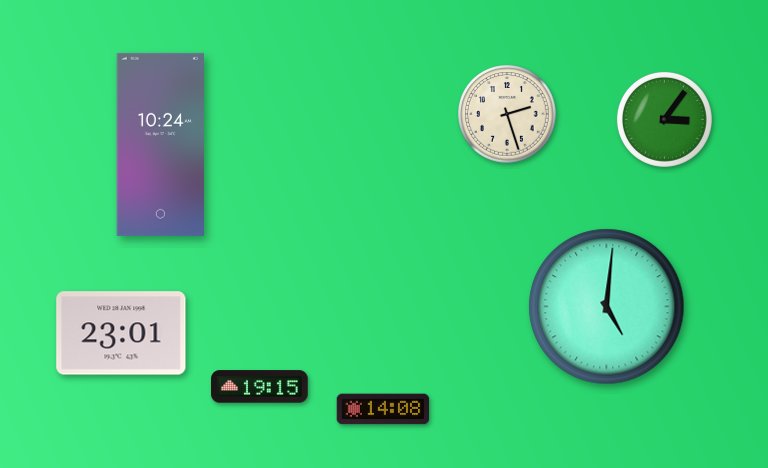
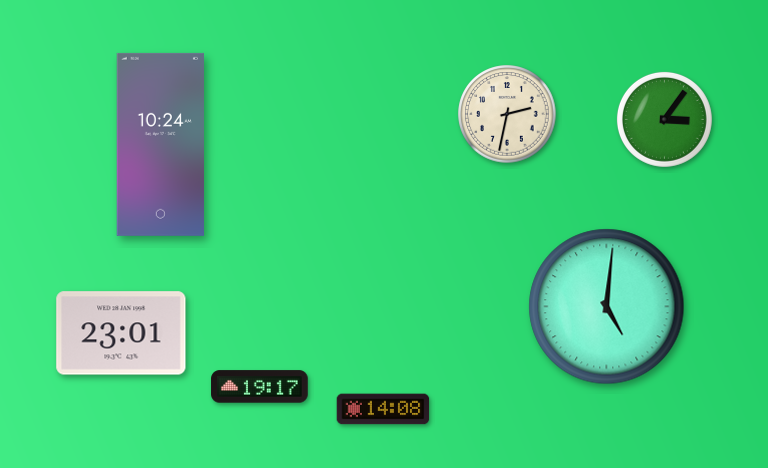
clock at (507, 114): 2:27 -> 2:32
clock at (260, 387): 19:15 -> 19:17
